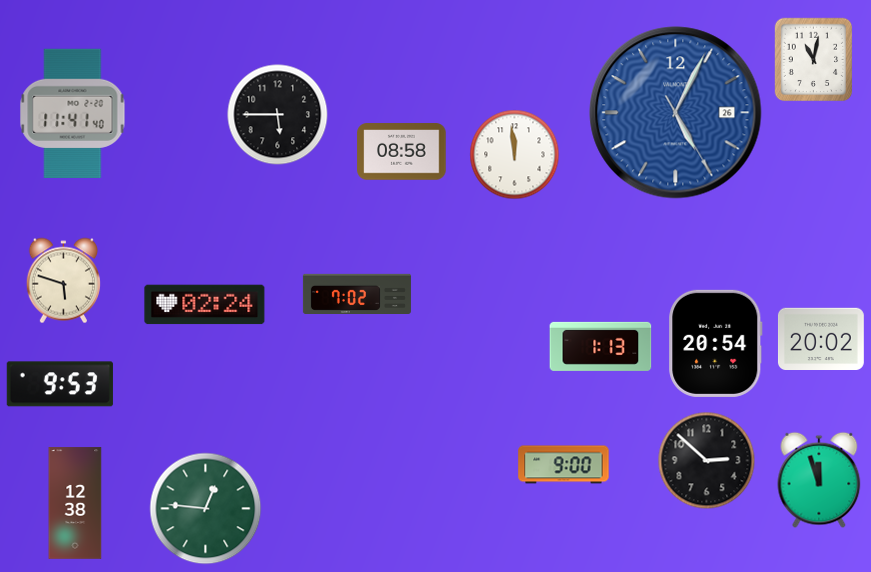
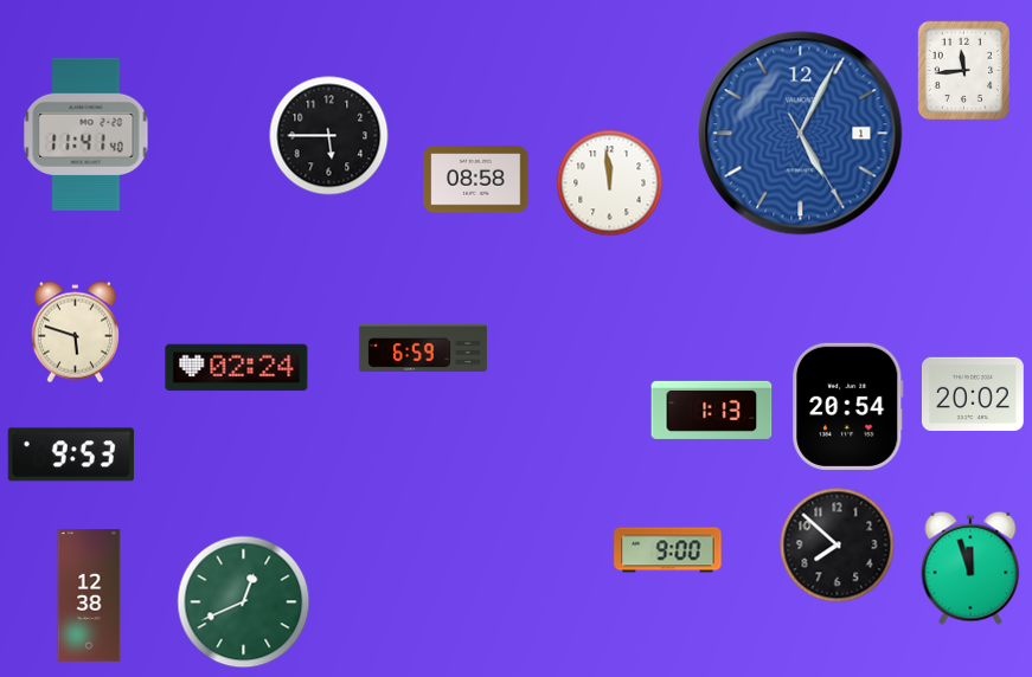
clock at (814, 60): 11:02 -> 11:44
clock at (676, 113) date: 26 -> 1
clock at (357, 293): 7:02 -> 6:59
clock at (205, 305) position: (205, 305) -> (237, 368)
clock at (821, 338) position: (821, 338) -> (973, 393)
clock at (707, 461): 2:52 -> 7:52
clock at (206, 509): 12:46 -> 12:41
